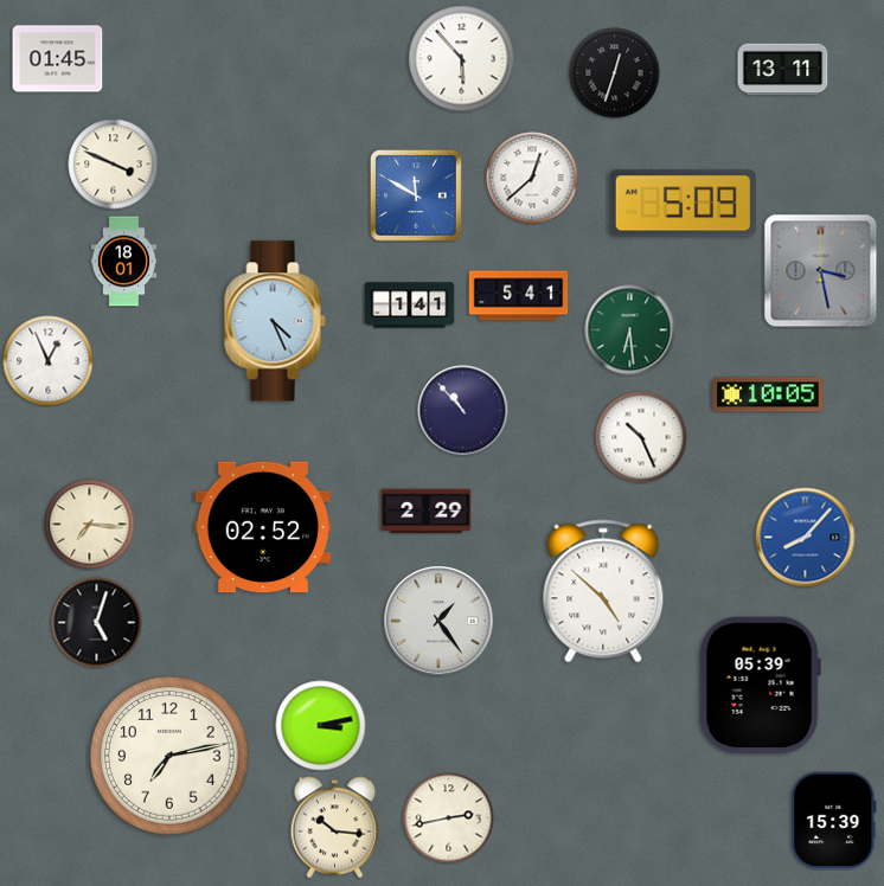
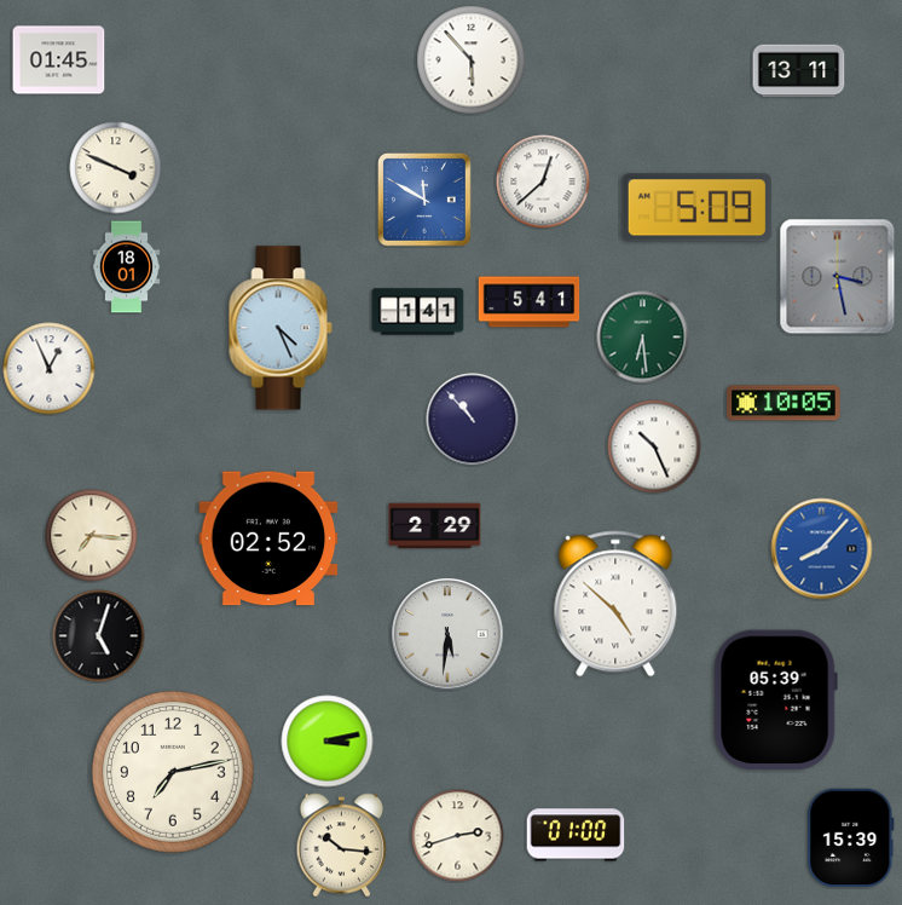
clock at (615, 73): 12:33 -> none
clock at (427, 512) position: (427, 512) -> (435, 526)
clock at (438, 621): 1:24 -> 5:31
clock at (576, 835): none -> 01:00
clock at (449, 818): 2:43 -> 2:42
